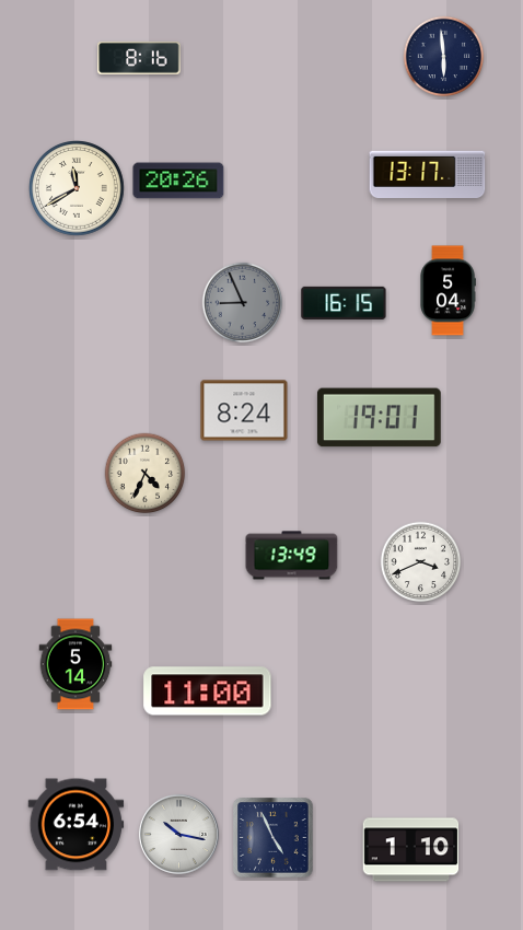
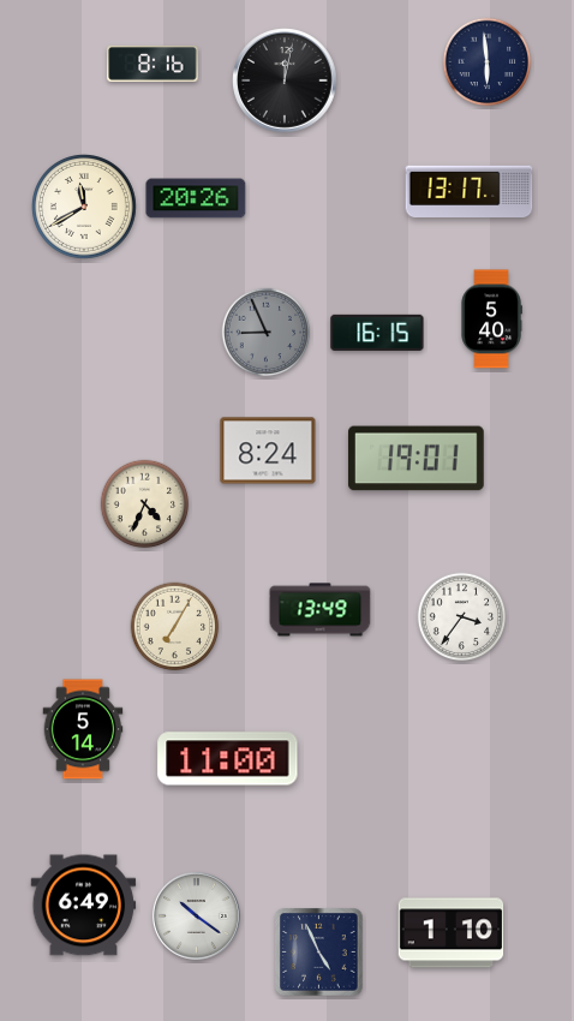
clock at (285, 80): none -> 12:02
clock at (448, 291): 5:04 -> 5:40
clock at (146, 474) position: (146, 474) -> (145, 504)
clock at (421, 562): 3:41 -> 3:36
clock at (175, 627): none -> 7:05
clock at (77, 825): 6:54 -> 6:49
clock at (178, 834): 10:17 -> 10:21
clock at (274, 838) position: (274, 838) -> (319, 953)
